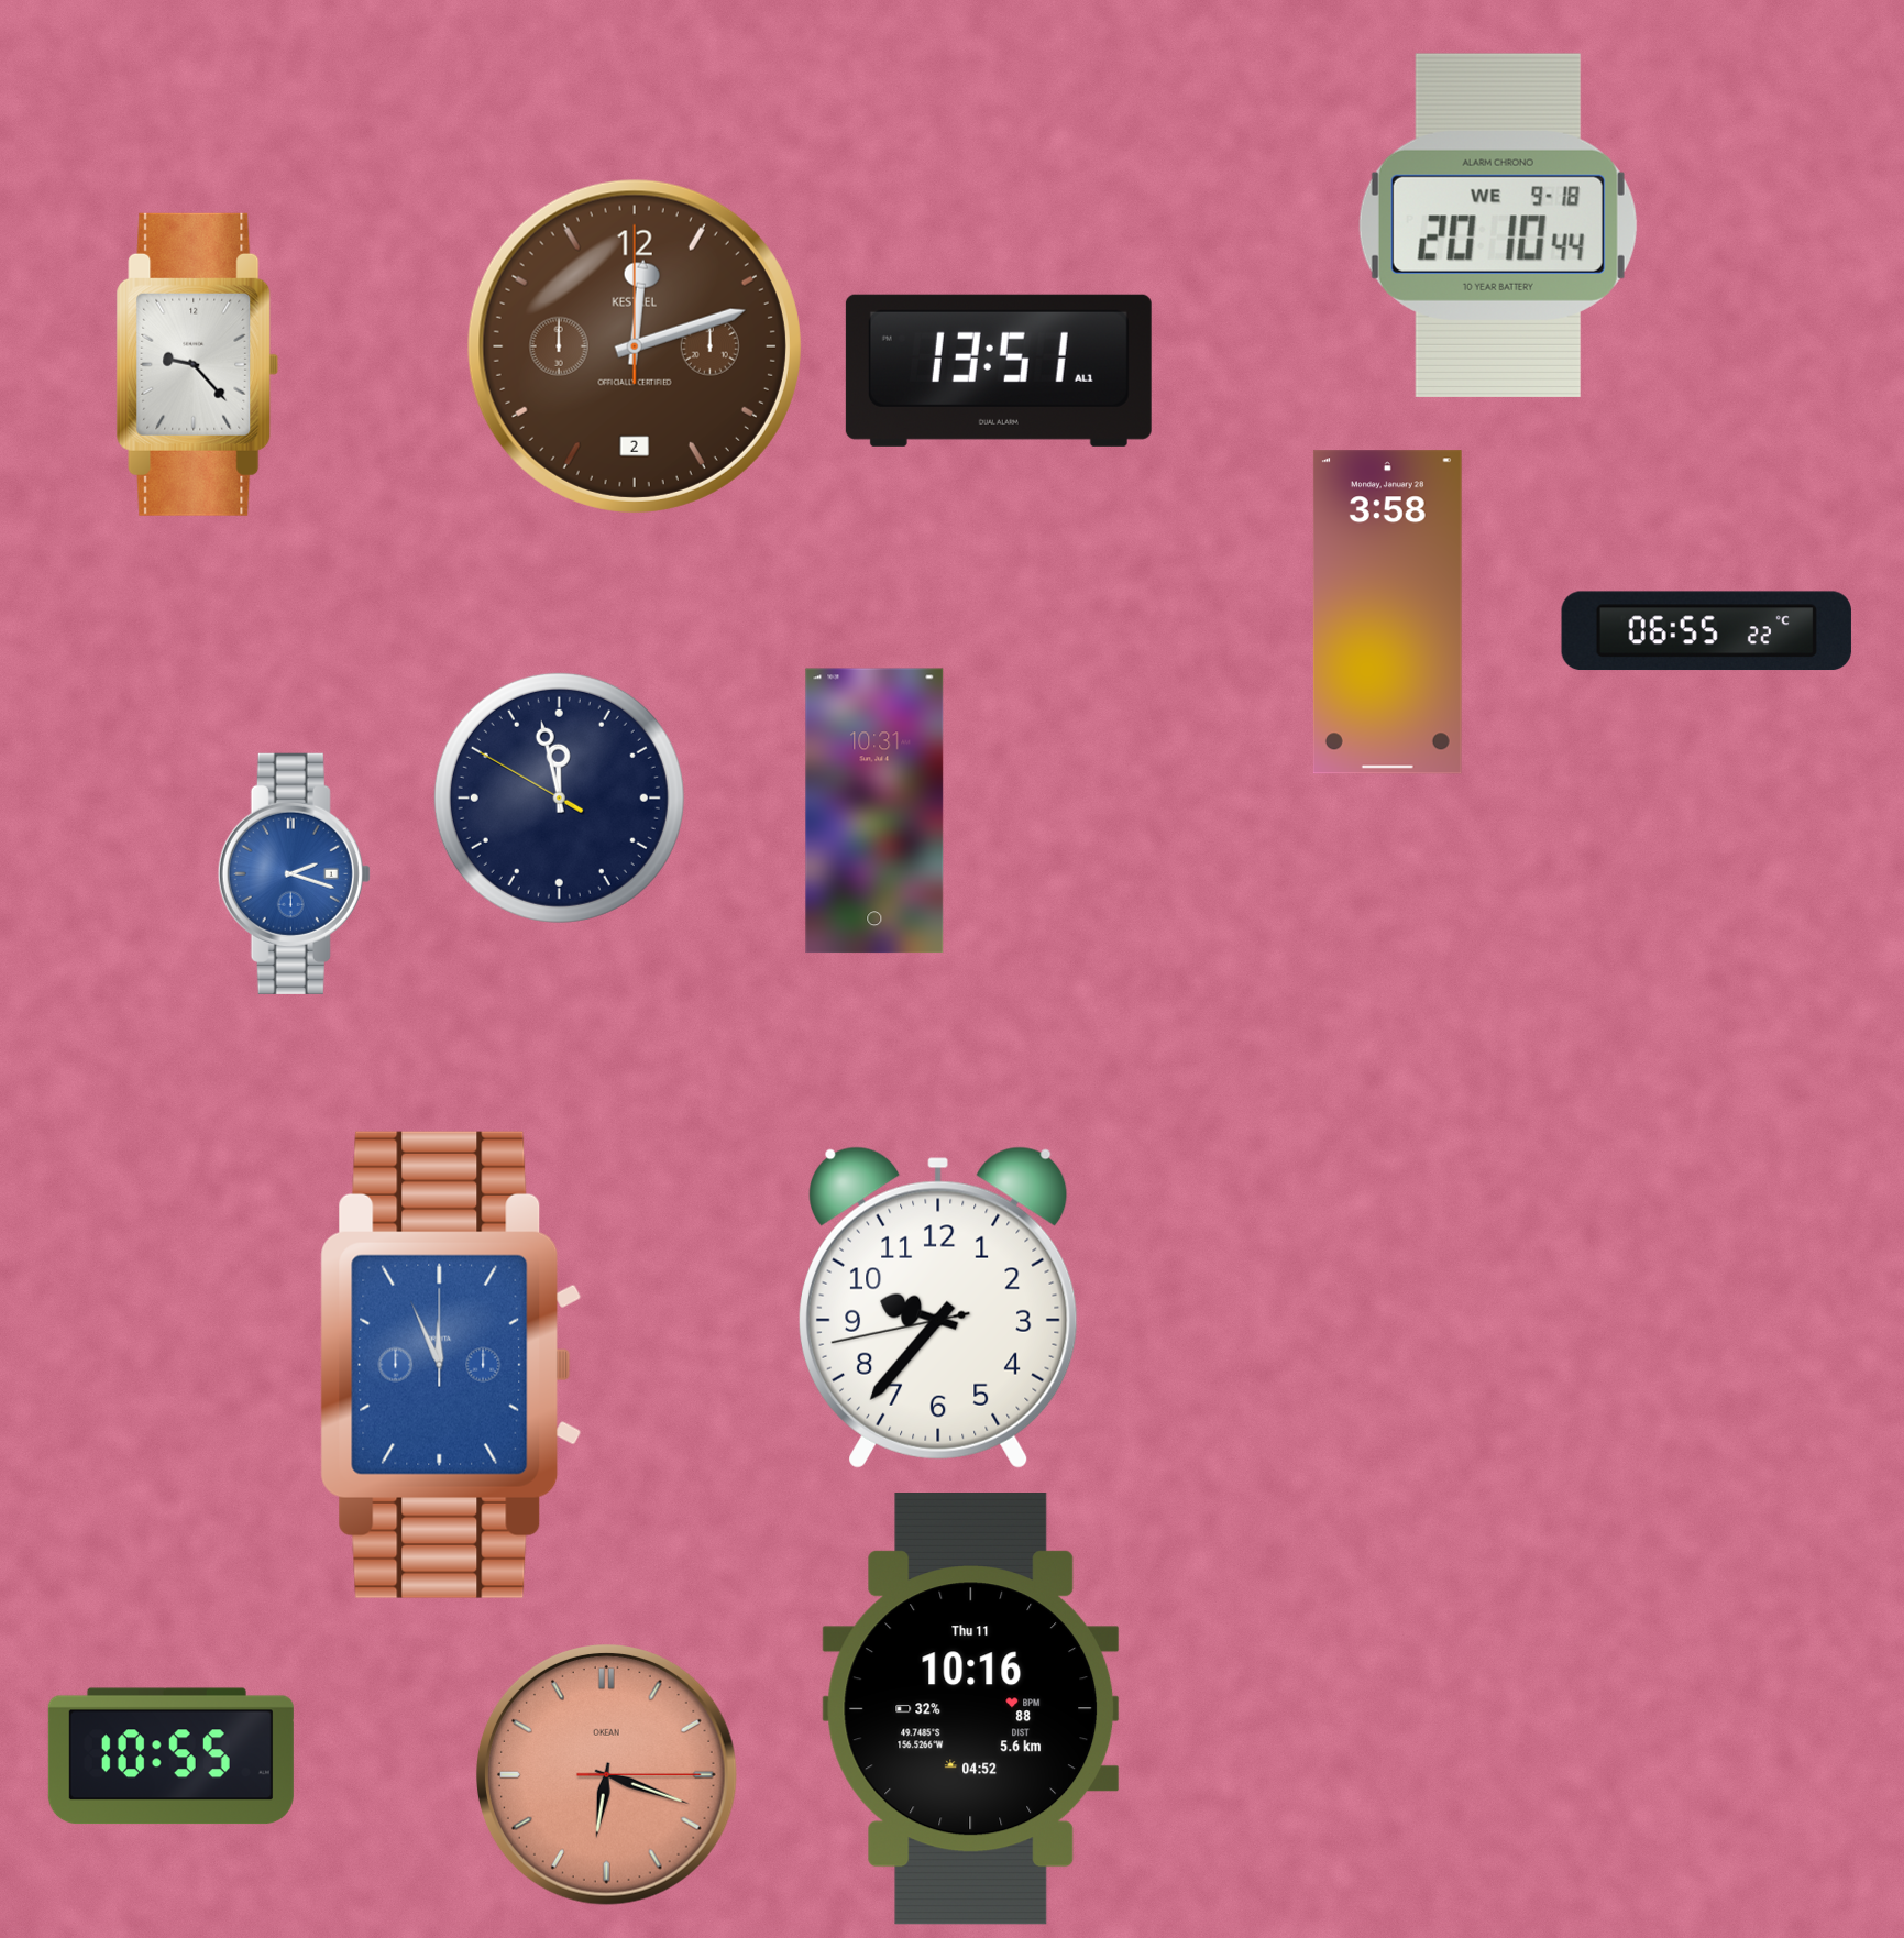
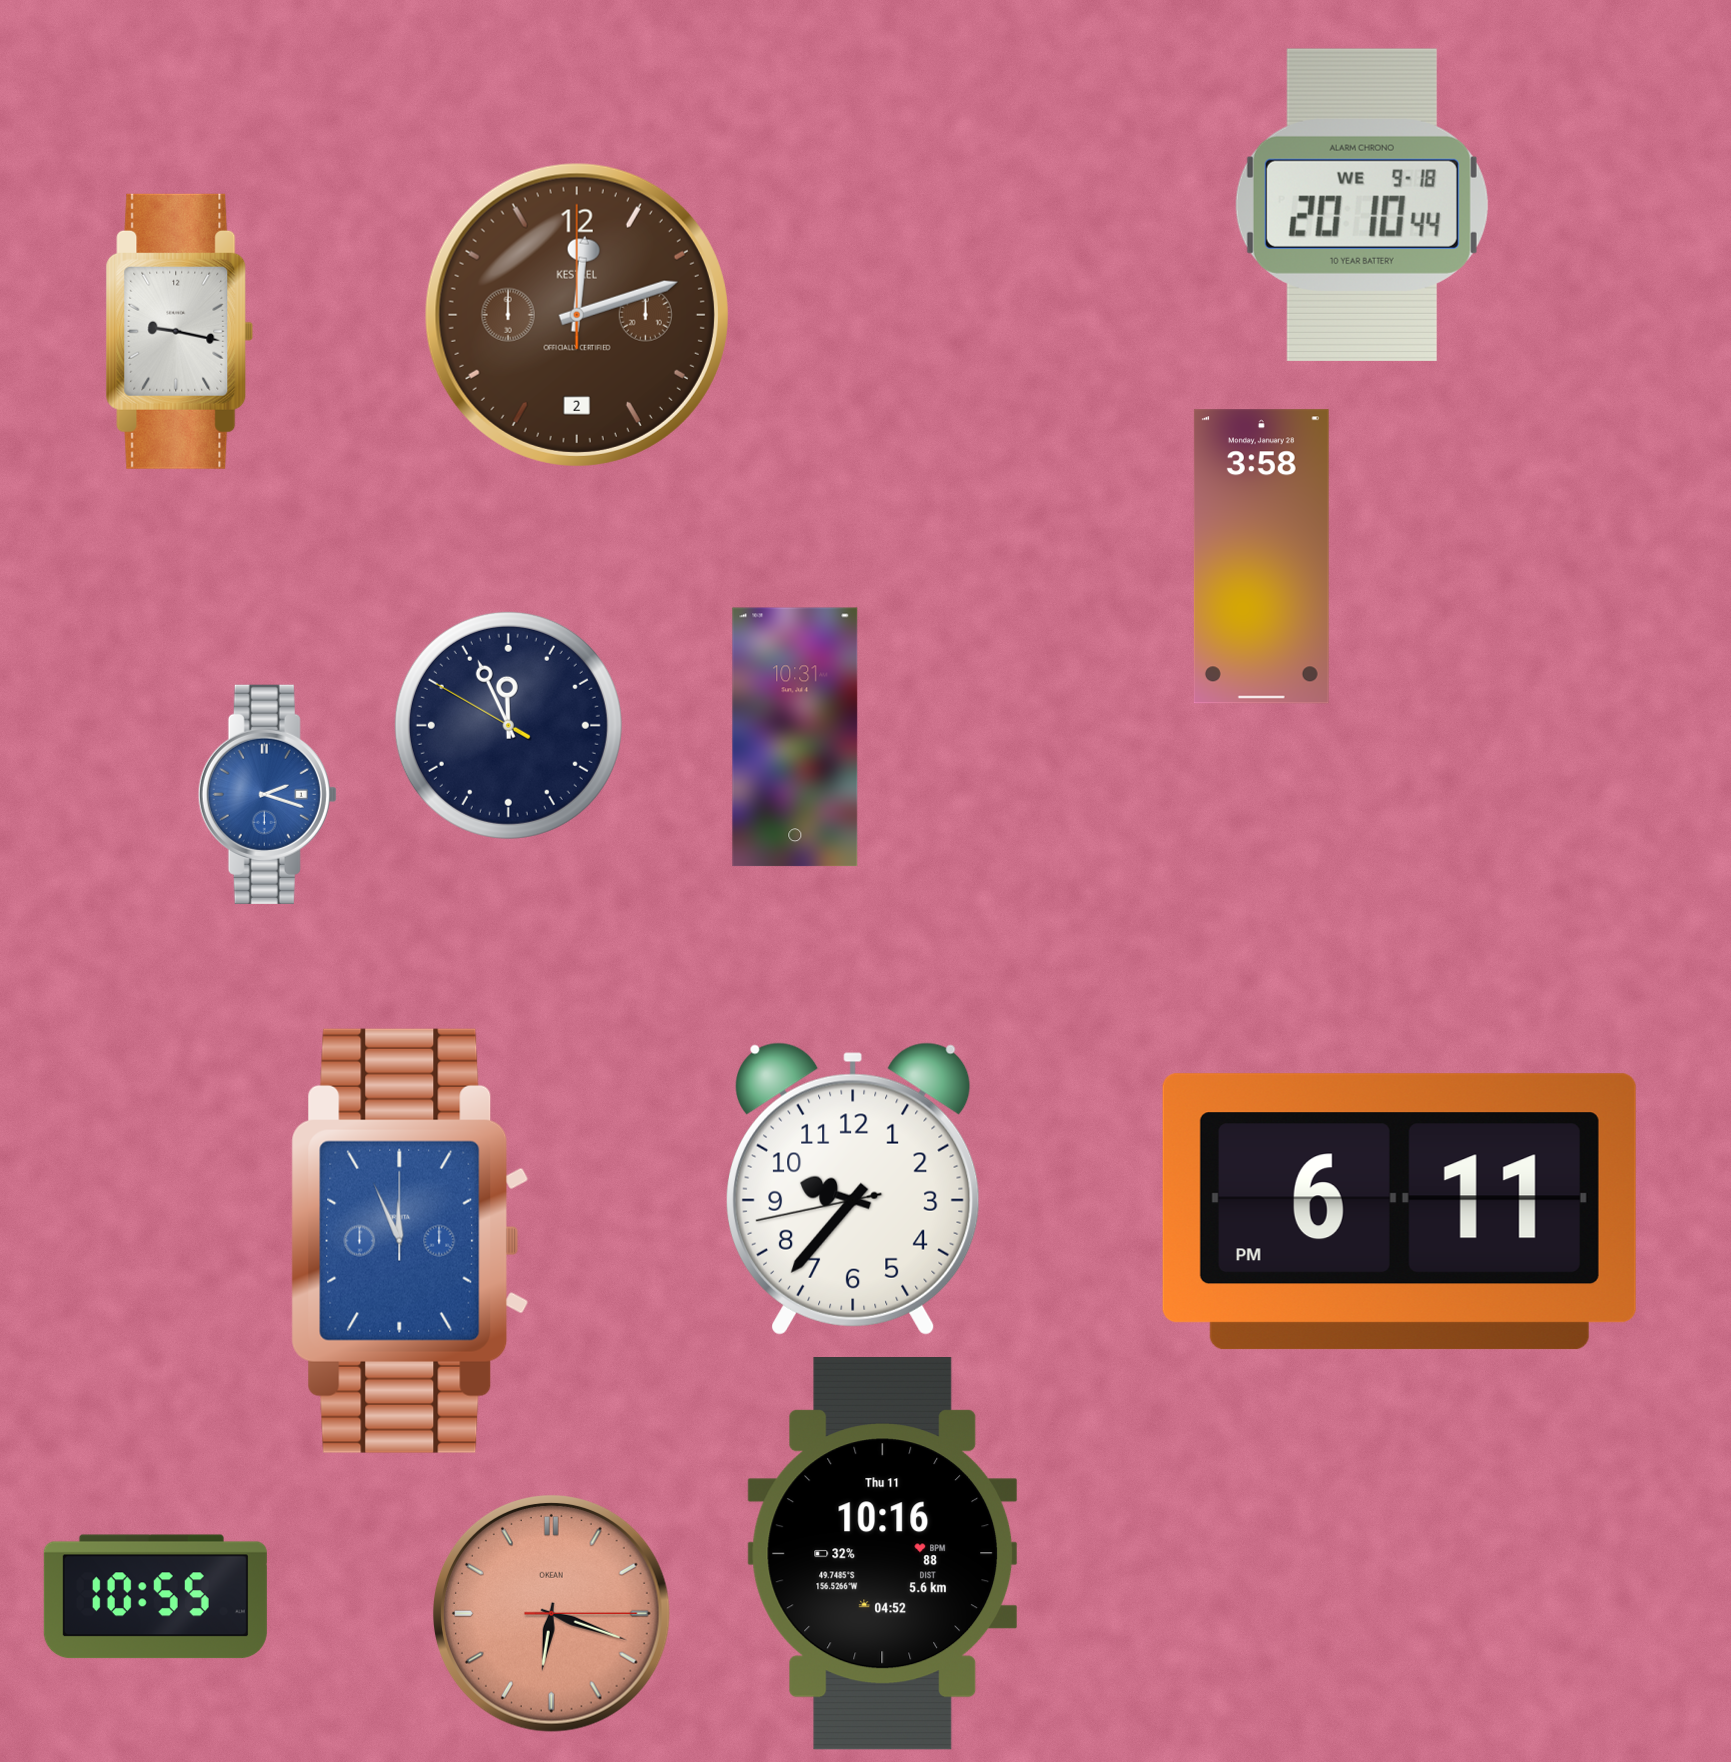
clock at (198, 364): 9:23 -> 9:17
clock at (999, 371): 13:51 -> none
clock at (1706, 631): 06:55 -> none
clock at (559, 797): 11:57 -> 11:55
clock at (1399, 1212): none -> 6:11
